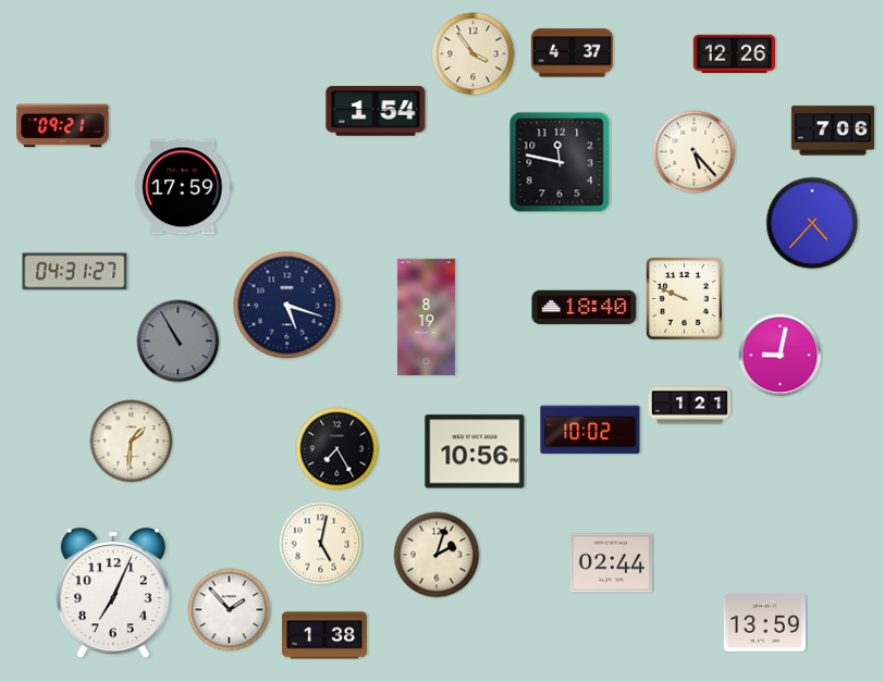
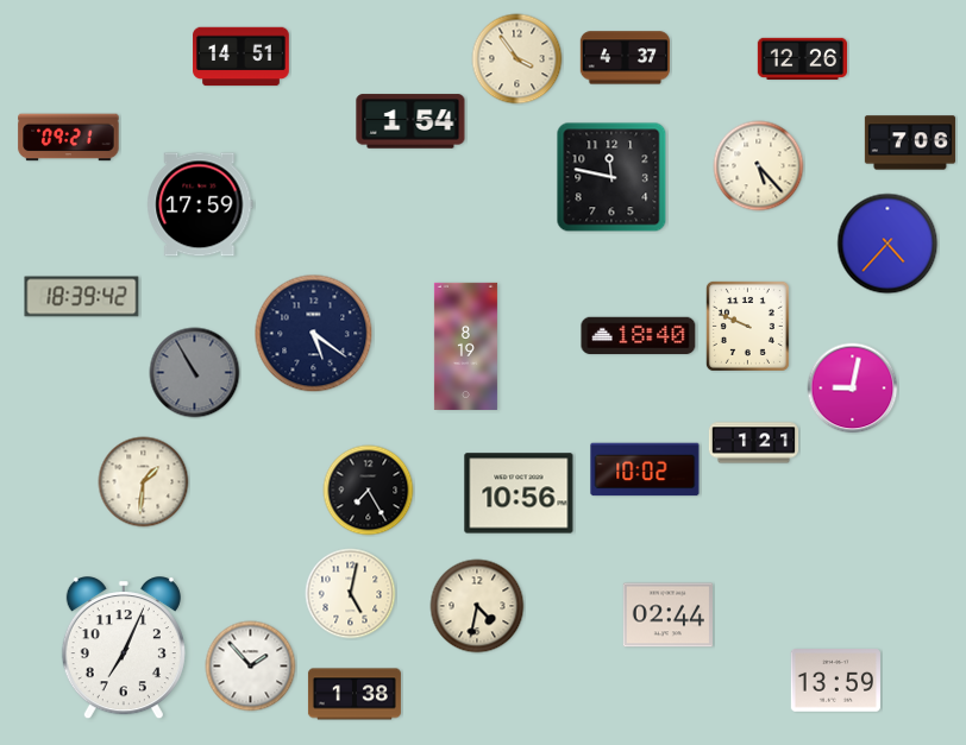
clock at (241, 57): none -> 14:51
clock at (75, 272): 04:31 -> 18:39
clock at (287, 306): 5:18 -> 5:21
clock at (437, 555): 2:03 -> 4:32
